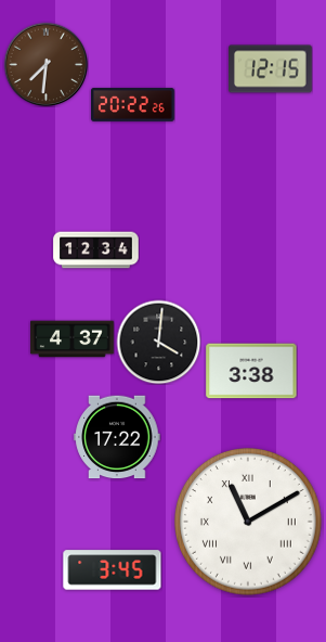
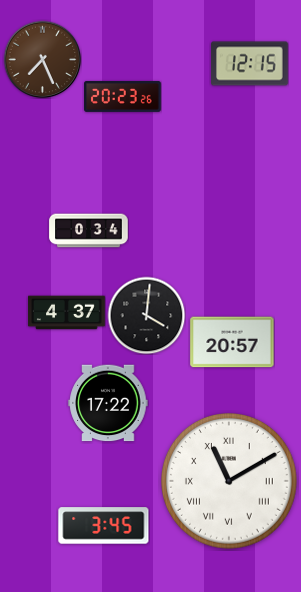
clock at (45, 64): 7:31 -> 7:26
clock at (133, 104): 20:22 -> 20:23
clock at (96, 251): 12:34 -> 0:34
clock at (251, 371): 3:38 -> 20:57
